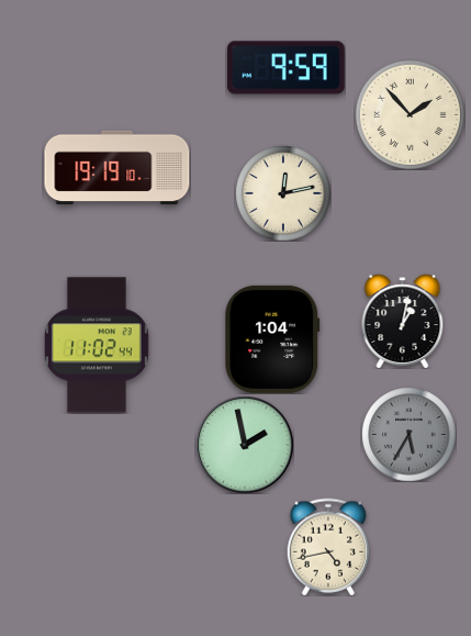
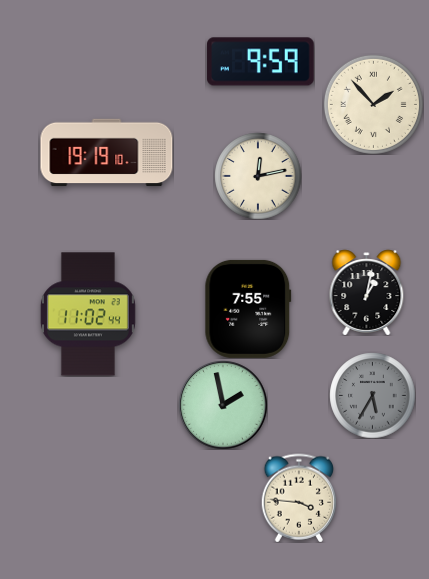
clock at (272, 339): 1:04 -> 7:55
clock at (328, 547): 4:43 -> 3:46
